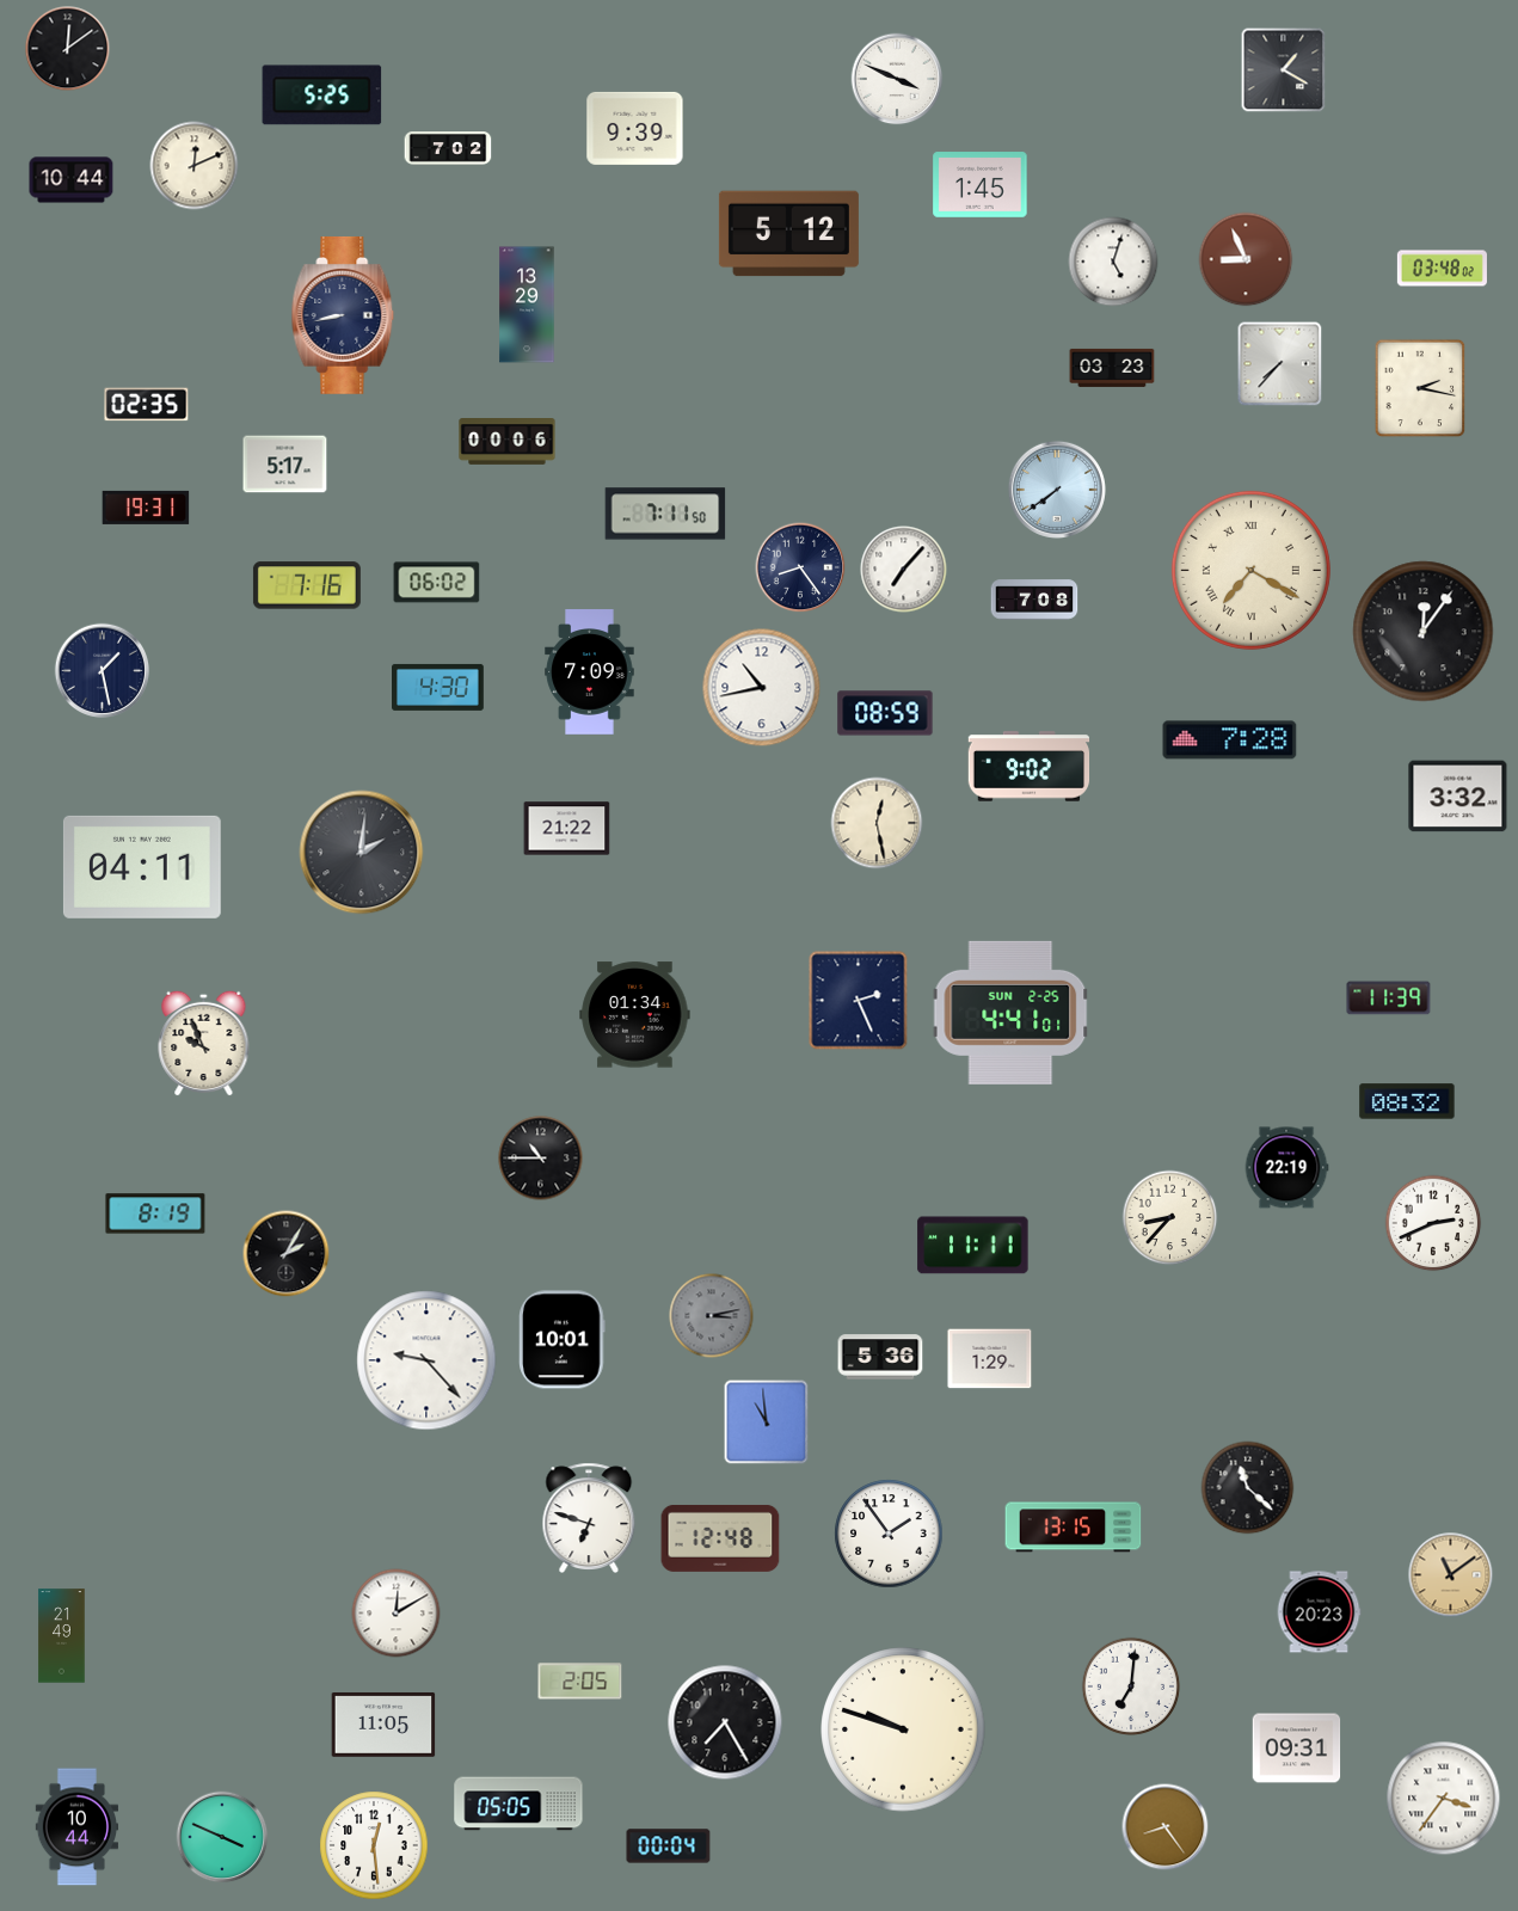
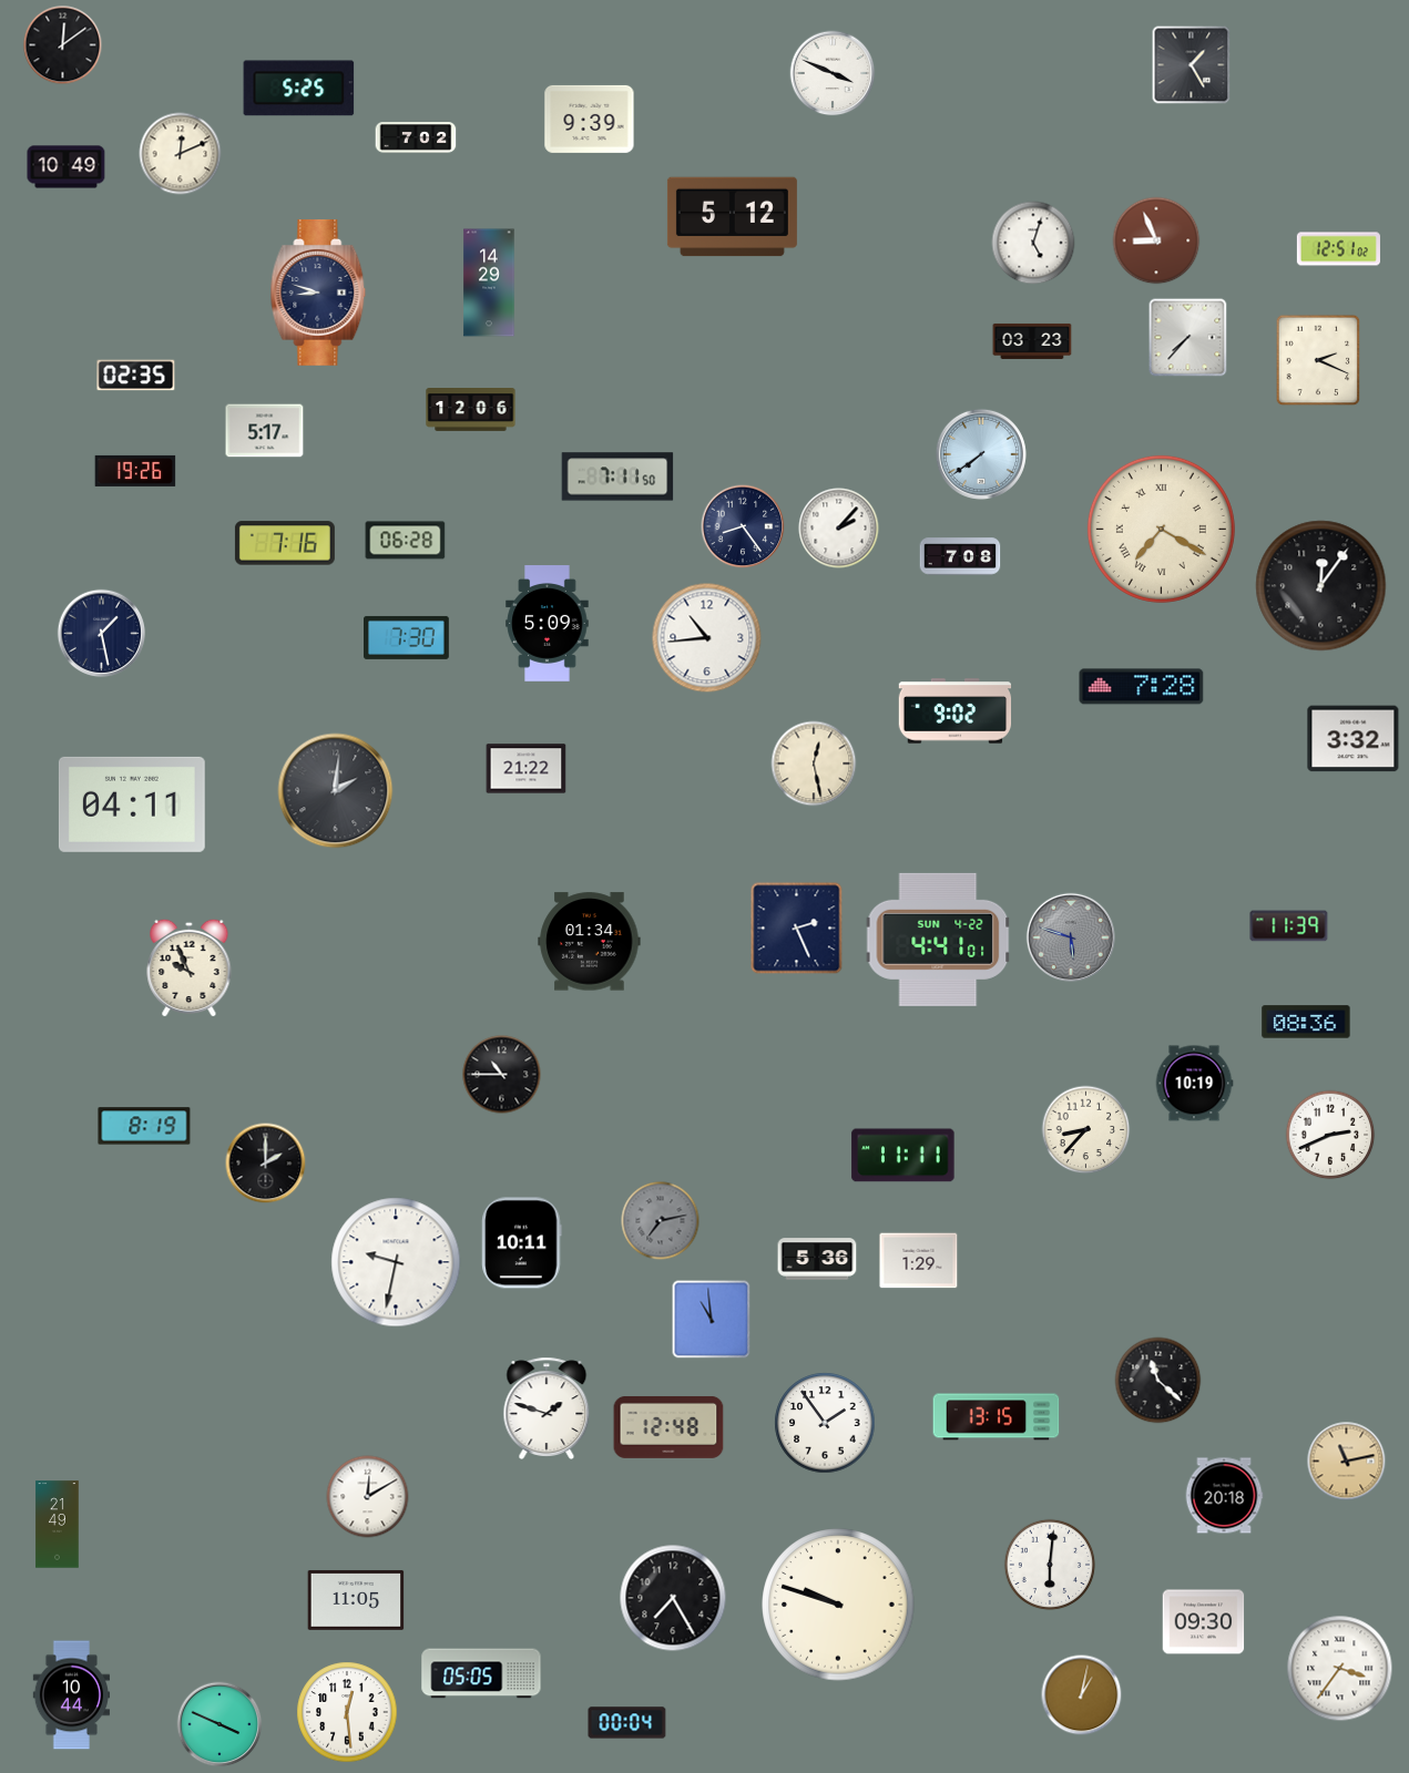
clock at (1284, 70): 1:20 -> 1:25
clock at (72, 180): 10:44 -> 10:49
clock at (981, 185): 1:45 -> none
clock at (1442, 269): 03:48 -> 12:51
clock at (527, 305): 13:29 -> 14:29
clock at (343, 315): 8:43 -> 8:48
clock at (1420, 388): 2:17 -> 2:19
clock at (508, 442): 00:06 -> 12:06
clock at (146, 508): 19:31 -> 19:26
clock at (904, 570): 7:07 -> 2:07
clock at (437, 583): 06:02 -> 06:28
clock at (103, 671) position: (103, 671) -> (102, 634)
clock at (590, 672): 7:09 -> 5:09
clock at (438, 687): 4:30 -> 7:30
clock at (762, 688): 10:43 -> 10:44
clock at (885, 713): 08:59 -> none
clock at (1070, 936): none -> 5:48
clock at (1010, 1013) date: SUN 2-25 -> SUN 4-22
clock at (1407, 1101): 08:32 -> 08:36
clock at (1286, 1168): 22:19 -> 10:19
clock at (287, 1254): 2:05 -> 2:00
clock at (712, 1316): 3:13 -> 7:13
clock at (563, 1340): 10:01 -> 10:11
clock at (426, 1360): 9:23 -> 9:32
clock at (589, 1517): 6:48 -> 1:48
clock at (1451, 1575): 11:09 -> 11:13
clock at (1319, 1612): 20:23 -> 20:18
clock at (62, 1636) position: (62, 1636) -> (58, 1525)
clock at (580, 1682): 2:05 -> none
clock at (1131, 1686): 7:01 -> 6:01
clock at (1297, 1749): 09:31 -> 09:30
clock at (1166, 1827): 8:24 -> 1:02
clock at (222, 1837) position: (222, 1837) -> (219, 1724)
clock at (669, 1847) position: (669, 1847) -> (627, 1723)
